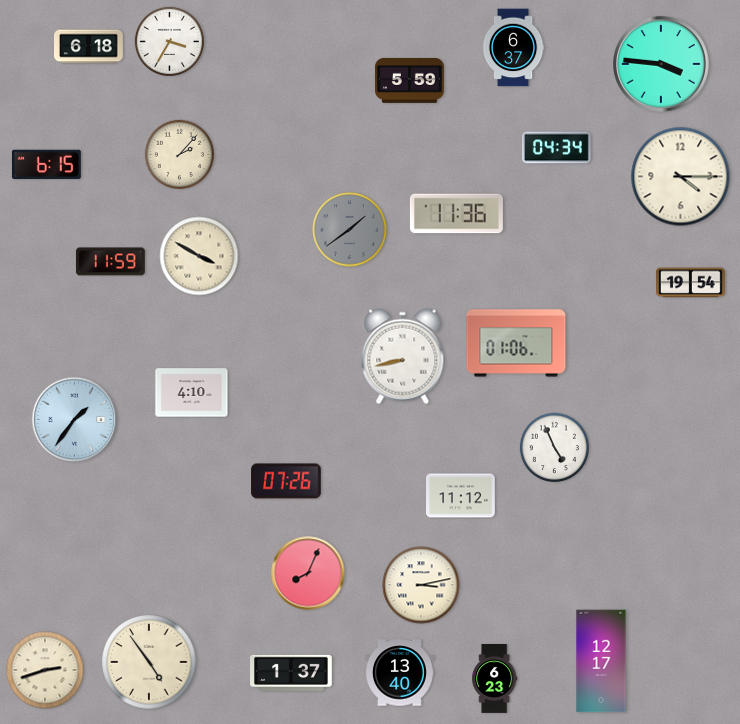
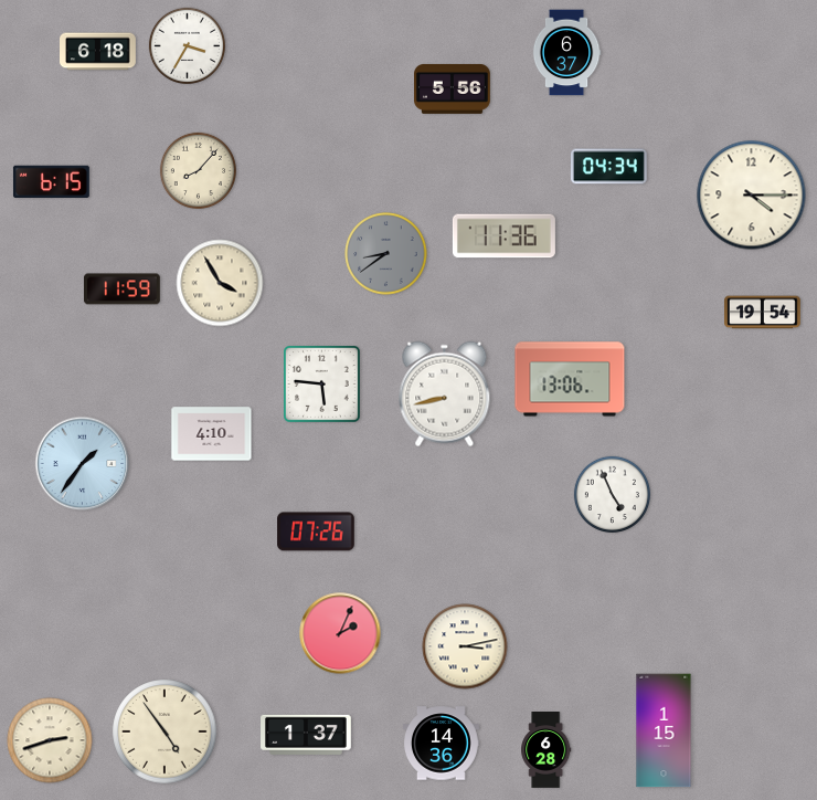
clock at (661, 64): 3:46 -> none
clock at (410, 80): 5:59 -> 5:56
clock at (556, 148) position: (556, 148) -> (608, 167)
clock at (179, 154): 2:07 -> 8:07
clock at (350, 230): 1:39 -> 8:39
clock at (199, 256): 3:50 -> 3:55
clock at (516, 343): 01:06 -> 13:06
clock at (322, 385): none -> 5:46
clock at (461, 496): 11:12 -> none
clock at (308, 573): 8:04 -> 2:04
clock at (601, 661): 12:17 -> 1:15
clock at (291, 673) position: (291, 673) -> (306, 735)
clock at (400, 673): 13:40 -> 14:36
clock at (495, 679): 6:23 -> 6:28
